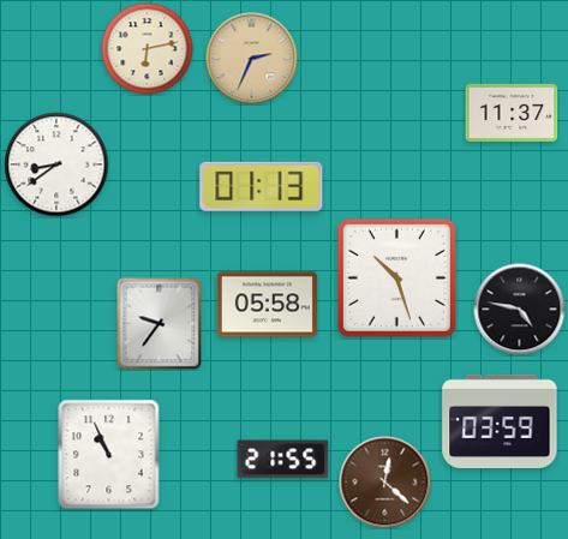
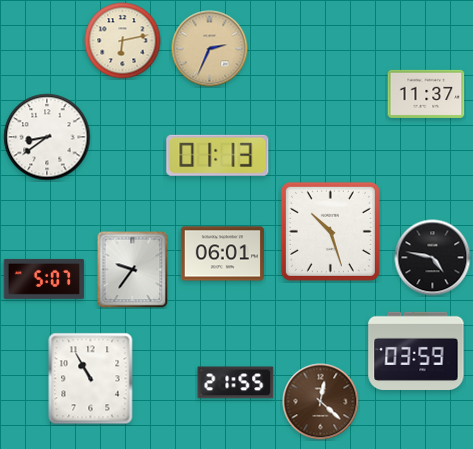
clock at (267, 305): 05:58 -> 06:01
clock at (44, 279): none -> 5:07
clock at (109, 455): 10:56 -> 10:55
